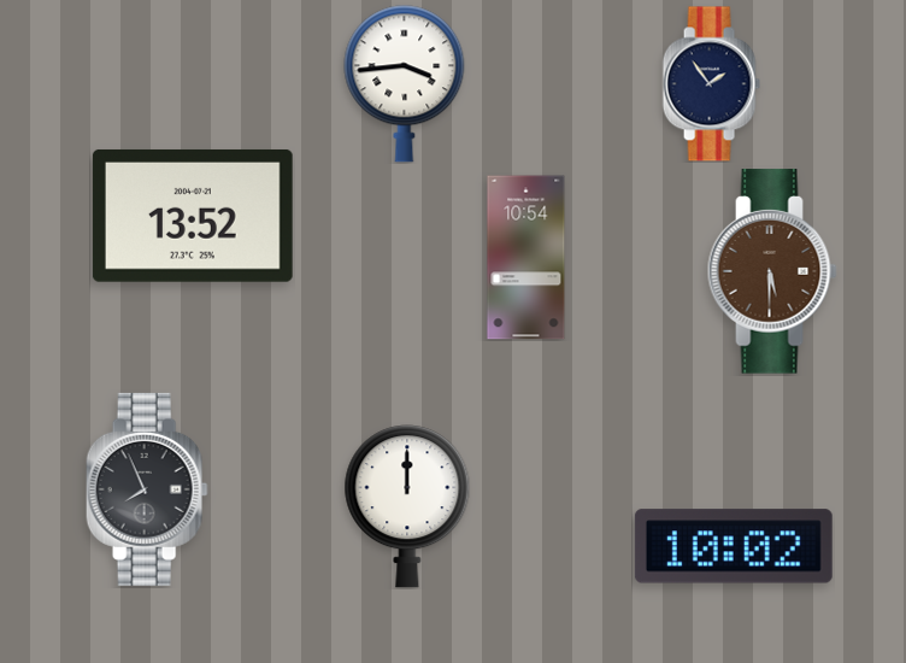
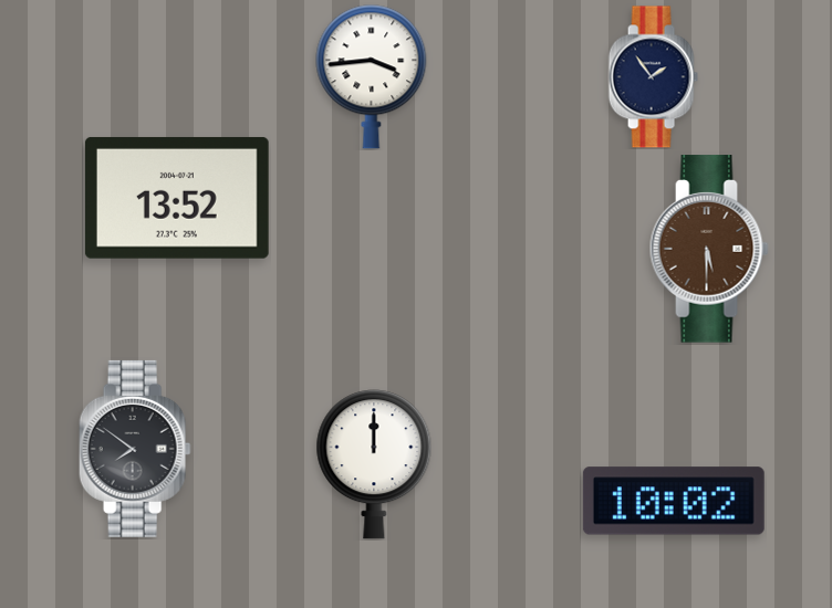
clock at (526, 258): 10:54 -> none
clock at (147, 489): 7:56 -> 7:51
